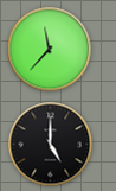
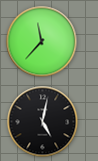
clock at (51, 145): 5:00 -> 5:02
